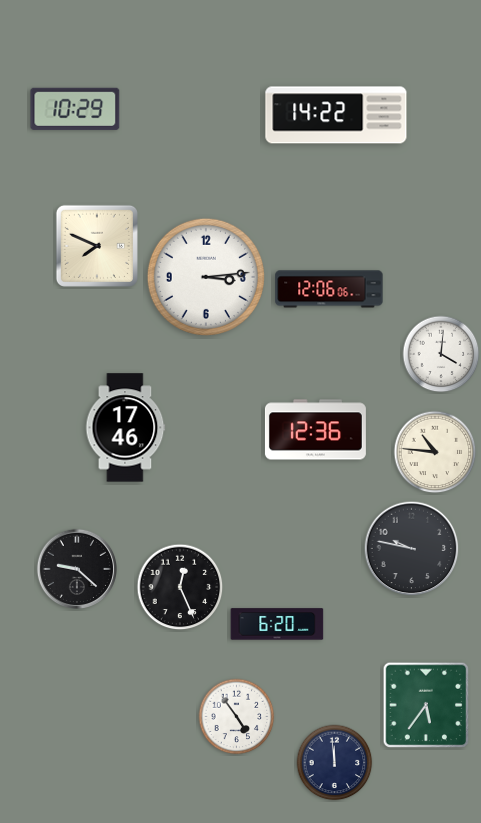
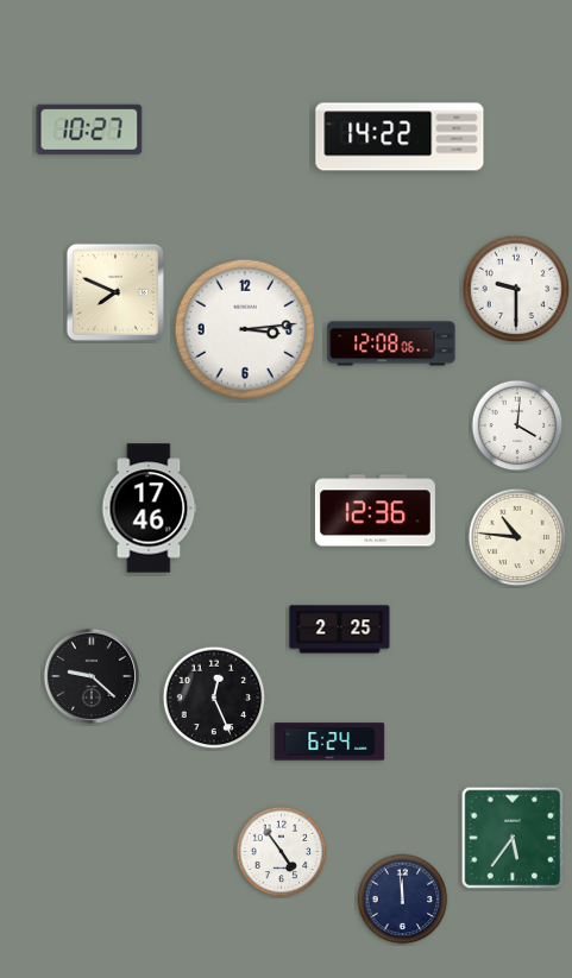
clock at (75, 109): 10:29 -> 10:27
clock at (516, 289): none -> 9:30
clock at (329, 289): 12:06 -> 12:08
clock at (441, 354) position: (441, 354) -> (517, 425)
clock at (340, 630): none -> 2:25
clock at (412, 549): 9:47 -> none
clock at (277, 624): 6:20 -> 6:24
clock at (426, 705) position: (426, 705) -> (513, 838)
clock at (335, 763) position: (335, 763) -> (403, 900)
